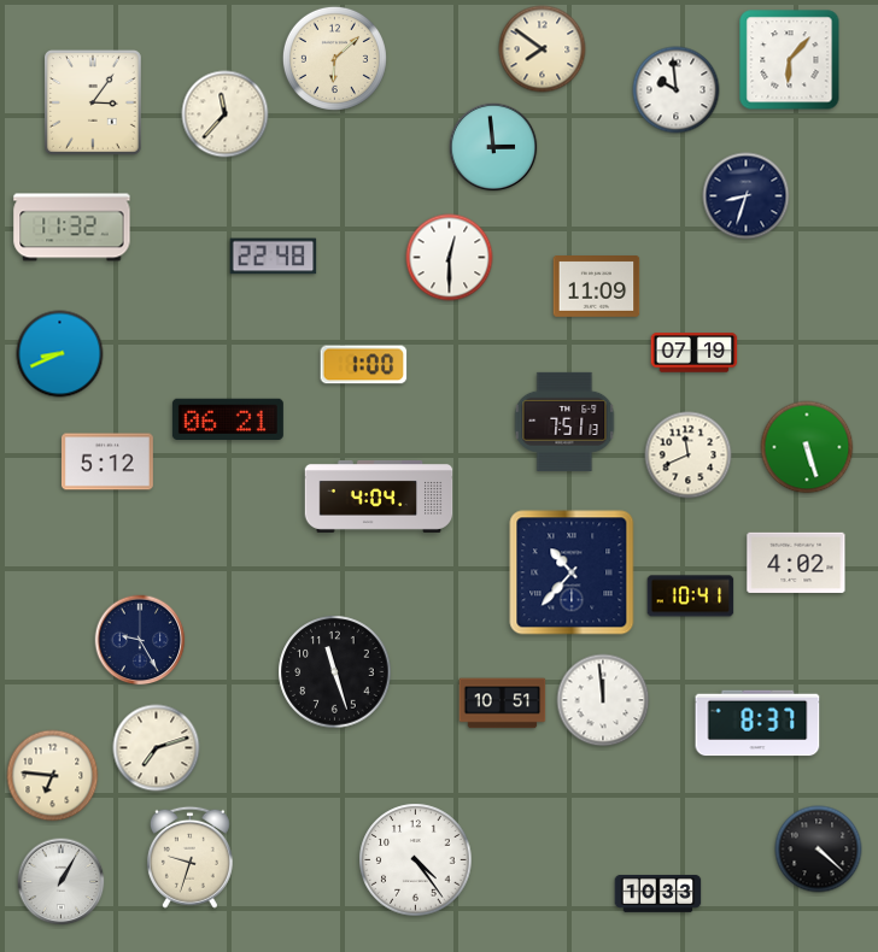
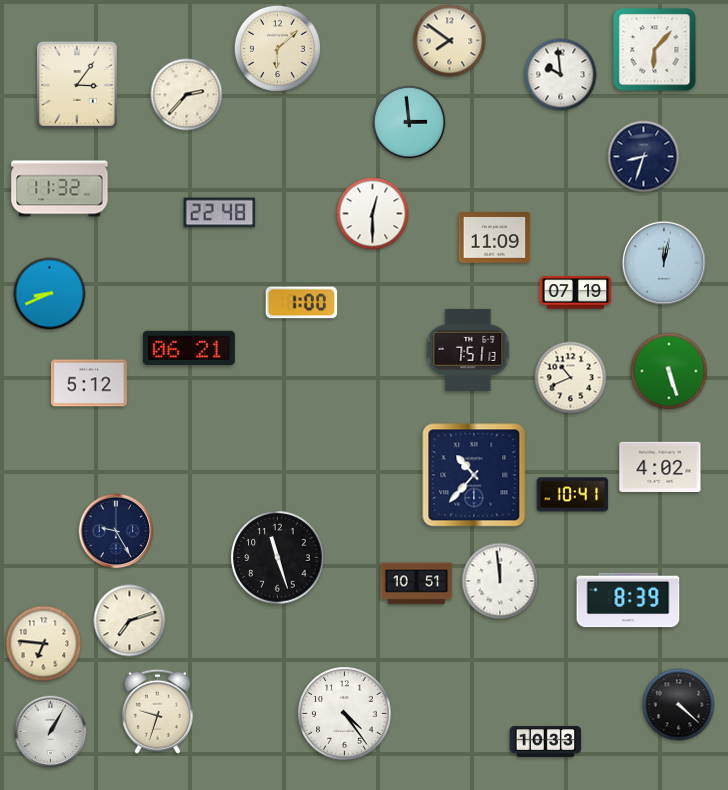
clock at (226, 114): 11:37 -> 2:37
clock at (747, 196) position: (747, 196) -> (644, 157)
clock at (274, 257) position: (274, 257) -> (220, 213)
clock at (664, 263): none -> 12:02
clock at (689, 456): 11:41 -> 10:41
clock at (379, 496): 4:04 -> none
clock at (757, 723): 8:37 -> 8:39
